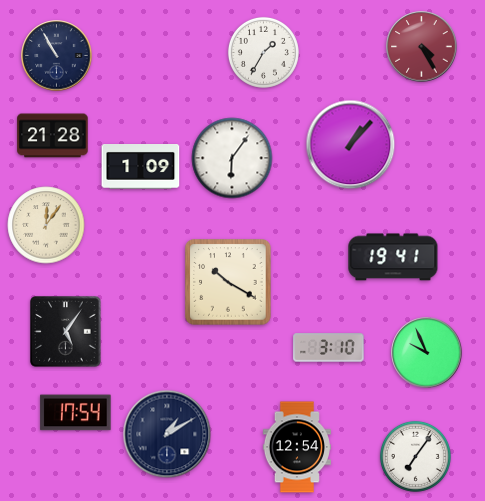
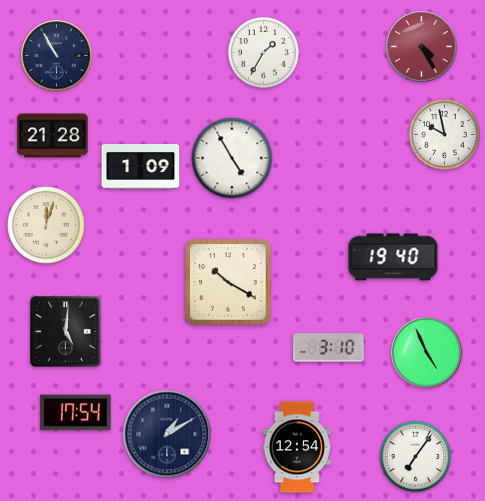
clock at (444, 134): none -> 9:58
clock at (351, 145): 1:07 -> none
clock at (232, 158): 6:06 -> 4:55
clock at (46, 225): 12:06 -> 12:03
clock at (393, 257): 19:41 -> 19:40
clock at (66, 332): 5:06 -> 5:01
clock at (427, 353): 9:56 -> 4:56
